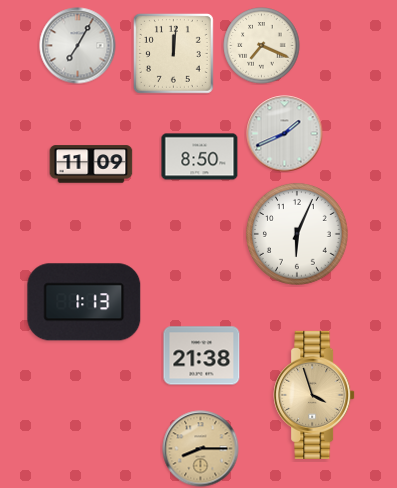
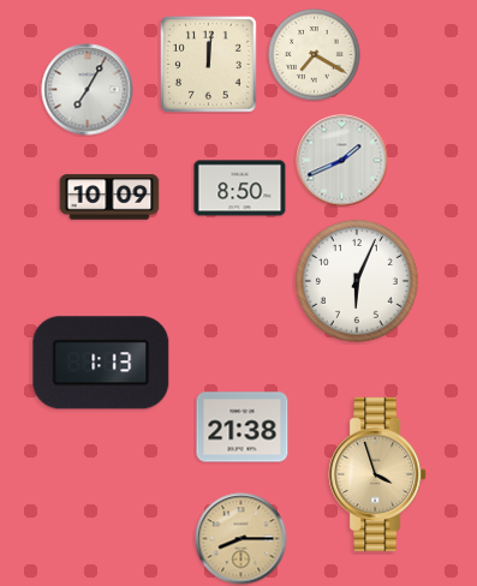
clock at (78, 46) position: (78, 46) -> (88, 90)
clock at (262, 46): 7:19 -> 7:20
clock at (91, 164): 11:09 -> 10:09
